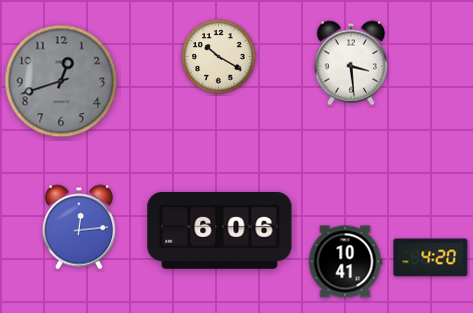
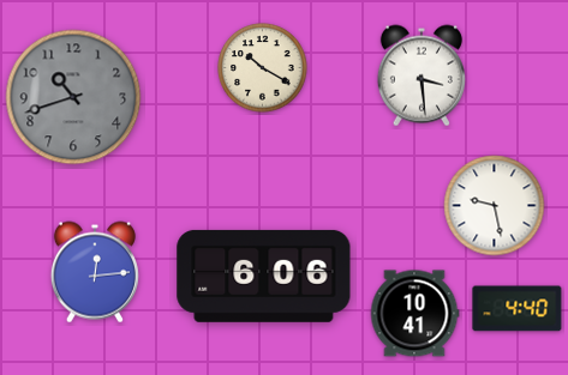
clock at (61, 81): 12:42 -> 10:42
clock at (495, 206): none -> 9:28
clock at (431, 258): 4:20 -> 4:40
